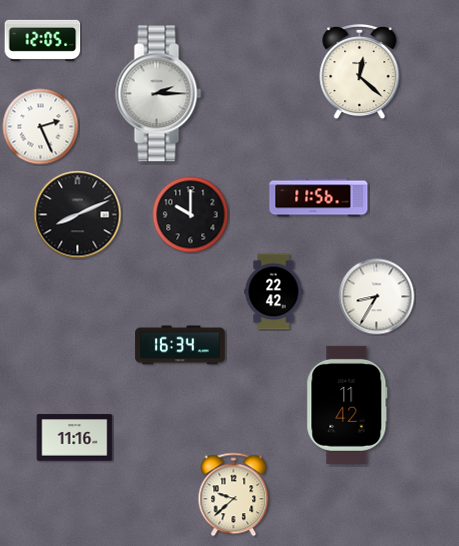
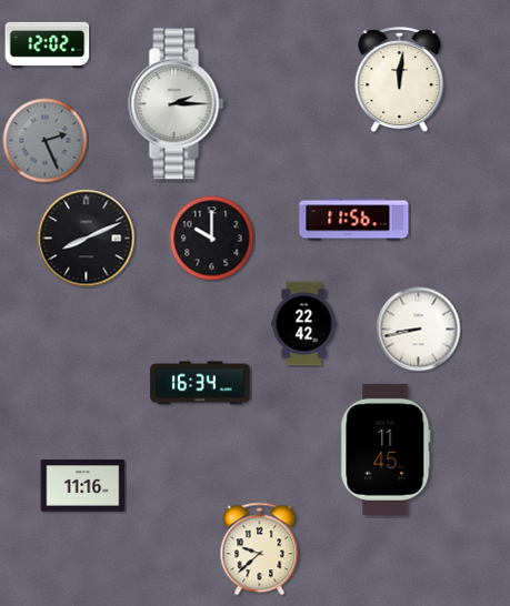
clock at (43, 40): 12:05 -> 12:02
clock at (360, 72): 12:22 -> 12:01
clock at (41, 127) dial: white -> grey
clock at (377, 297): 8:35 -> 8:43
clock at (347, 405): 11:42 -> 11:45
